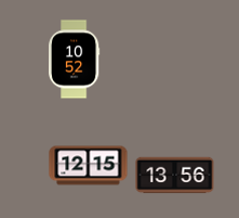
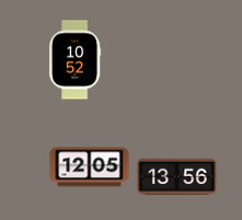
clock at (89, 166): 12:15 -> 12:05
